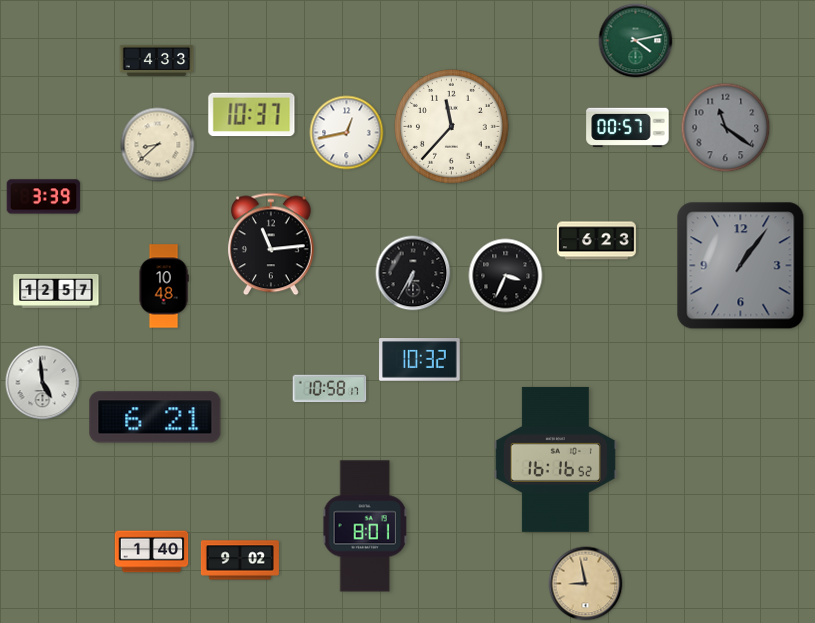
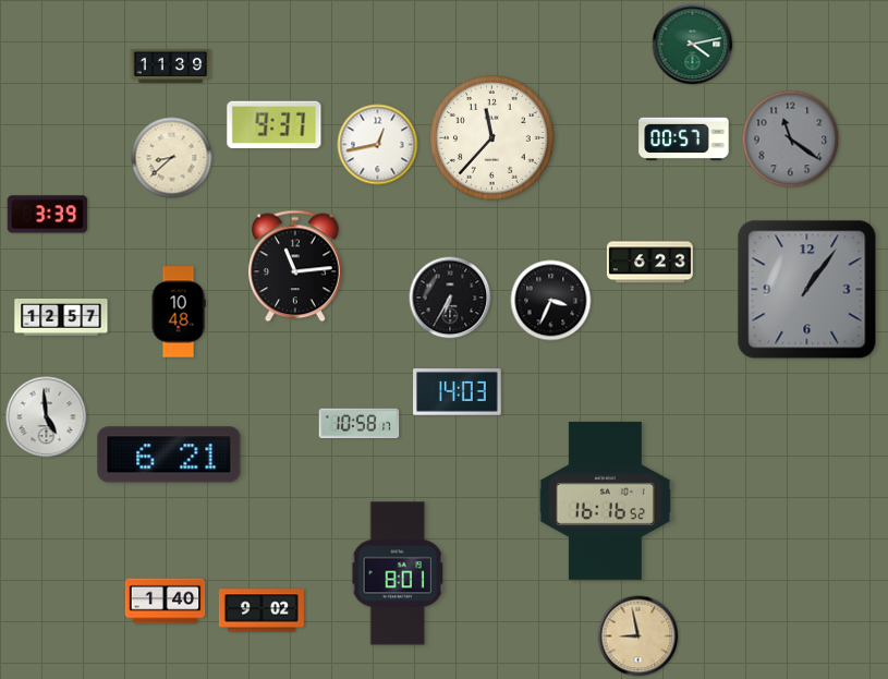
clock at (157, 60): 4:33 -> 11:39
clock at (252, 115): 10:37 -> 9:37
clock at (420, 360): 10:32 -> 14:03
